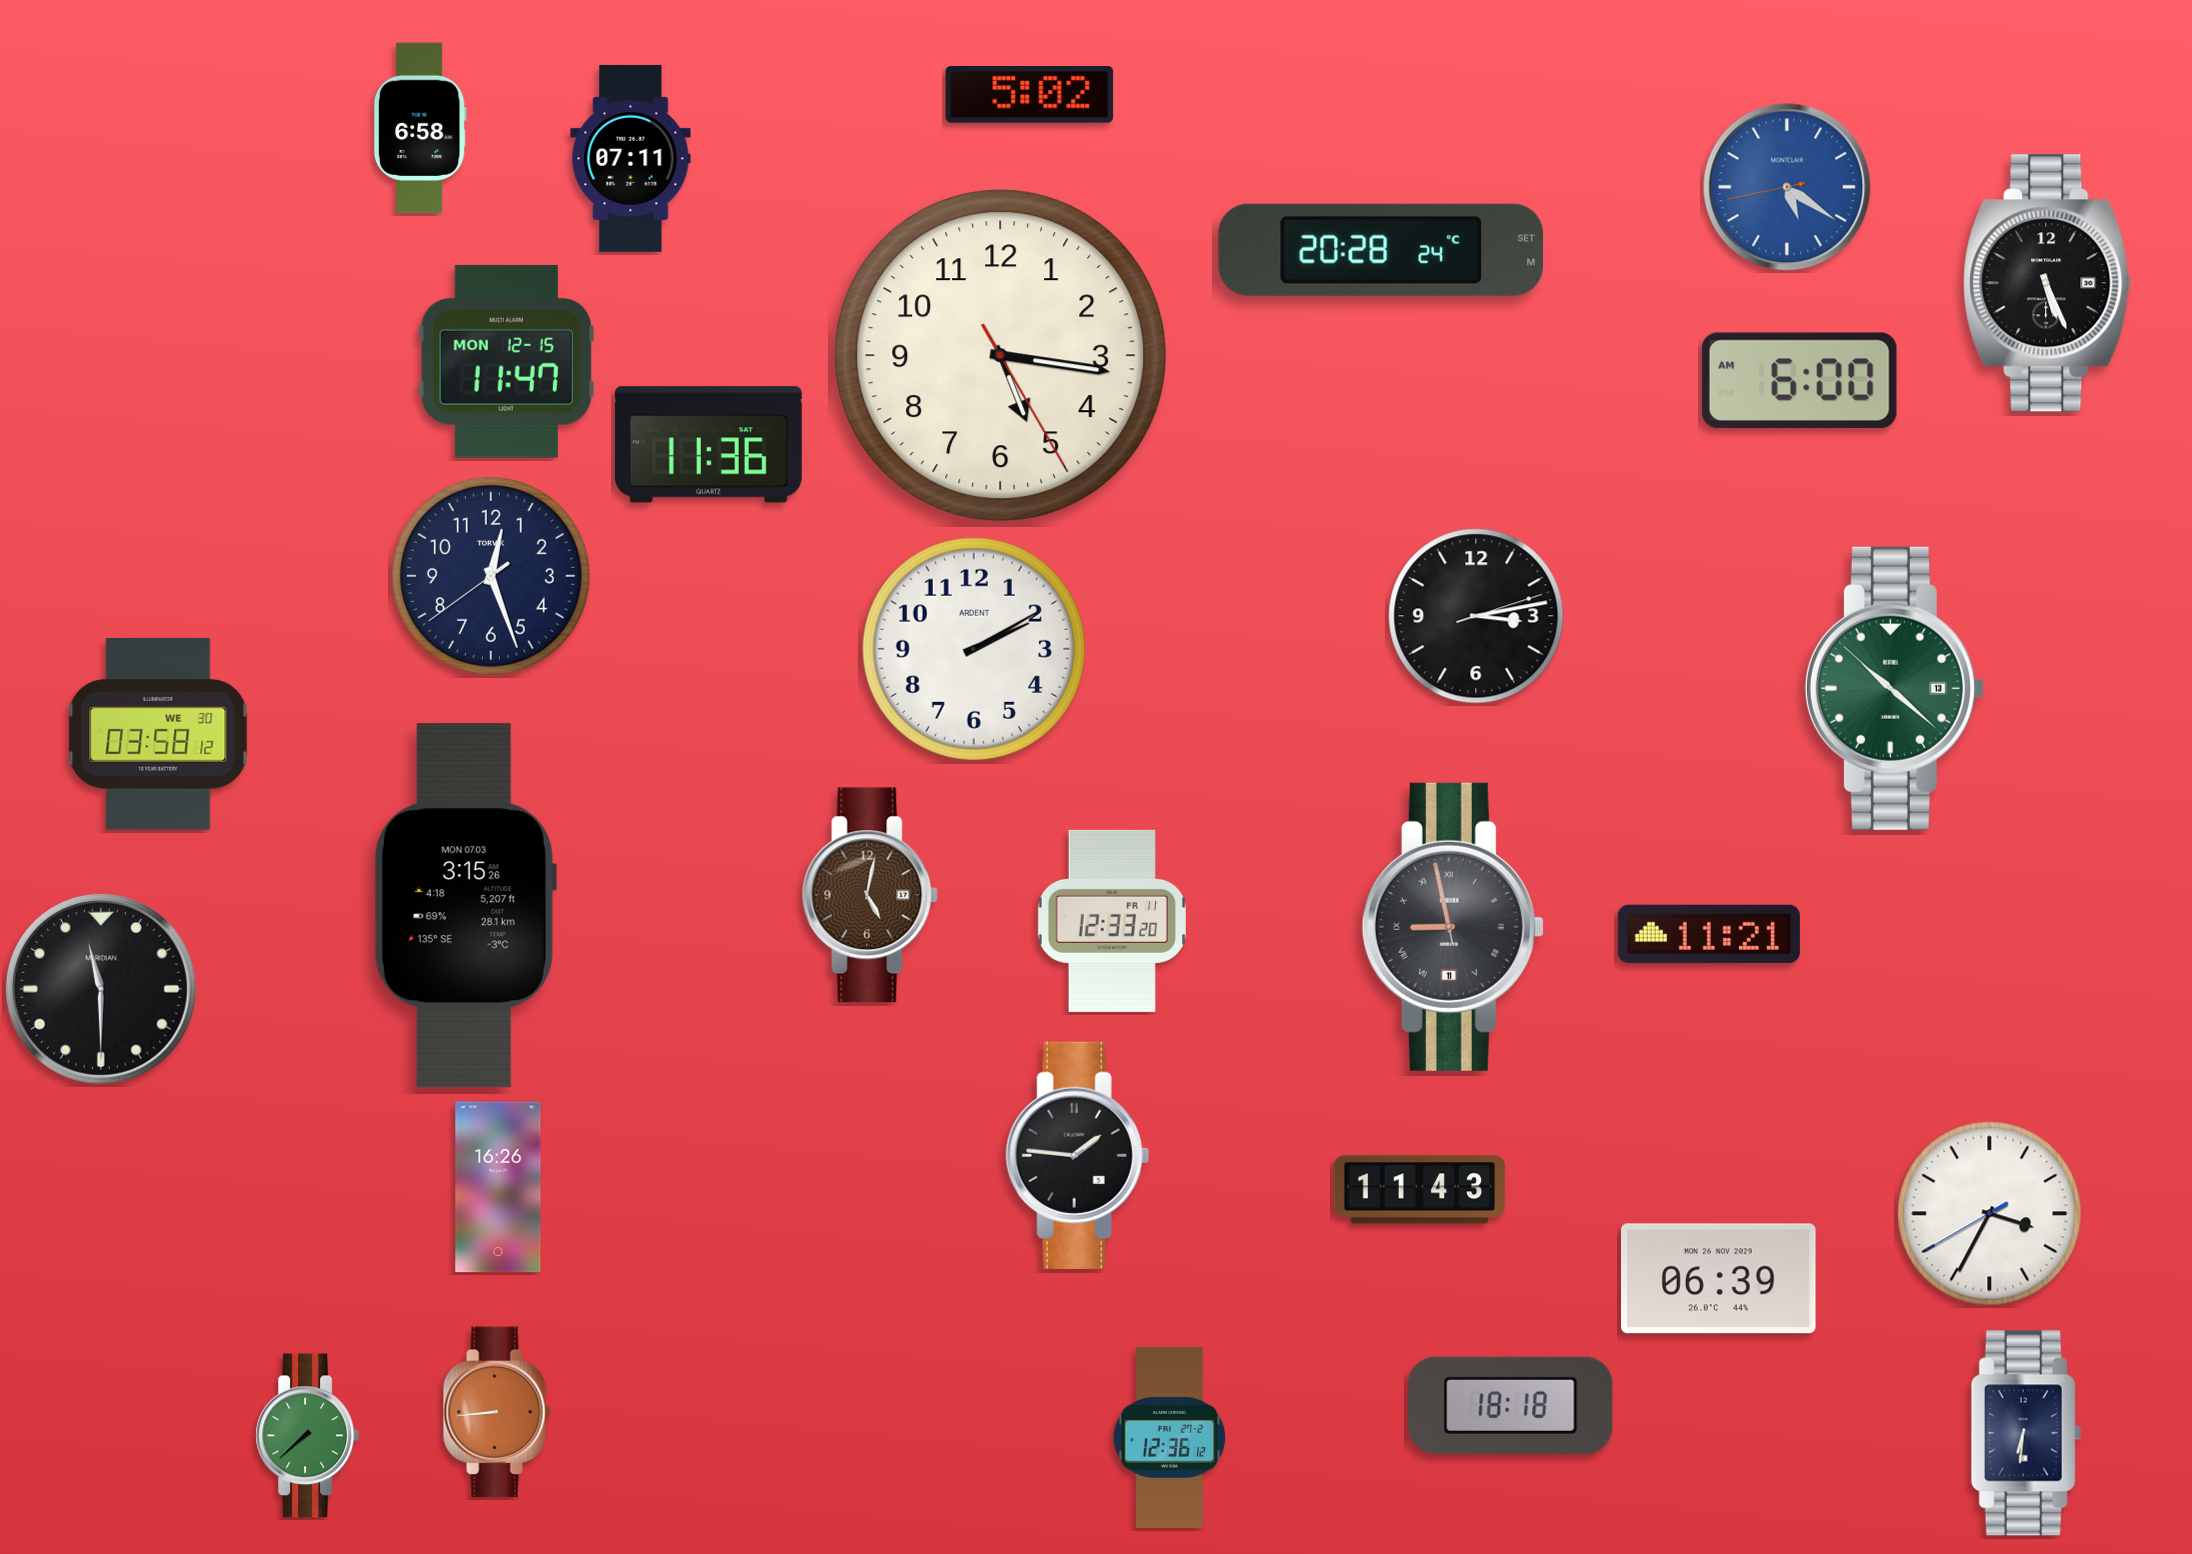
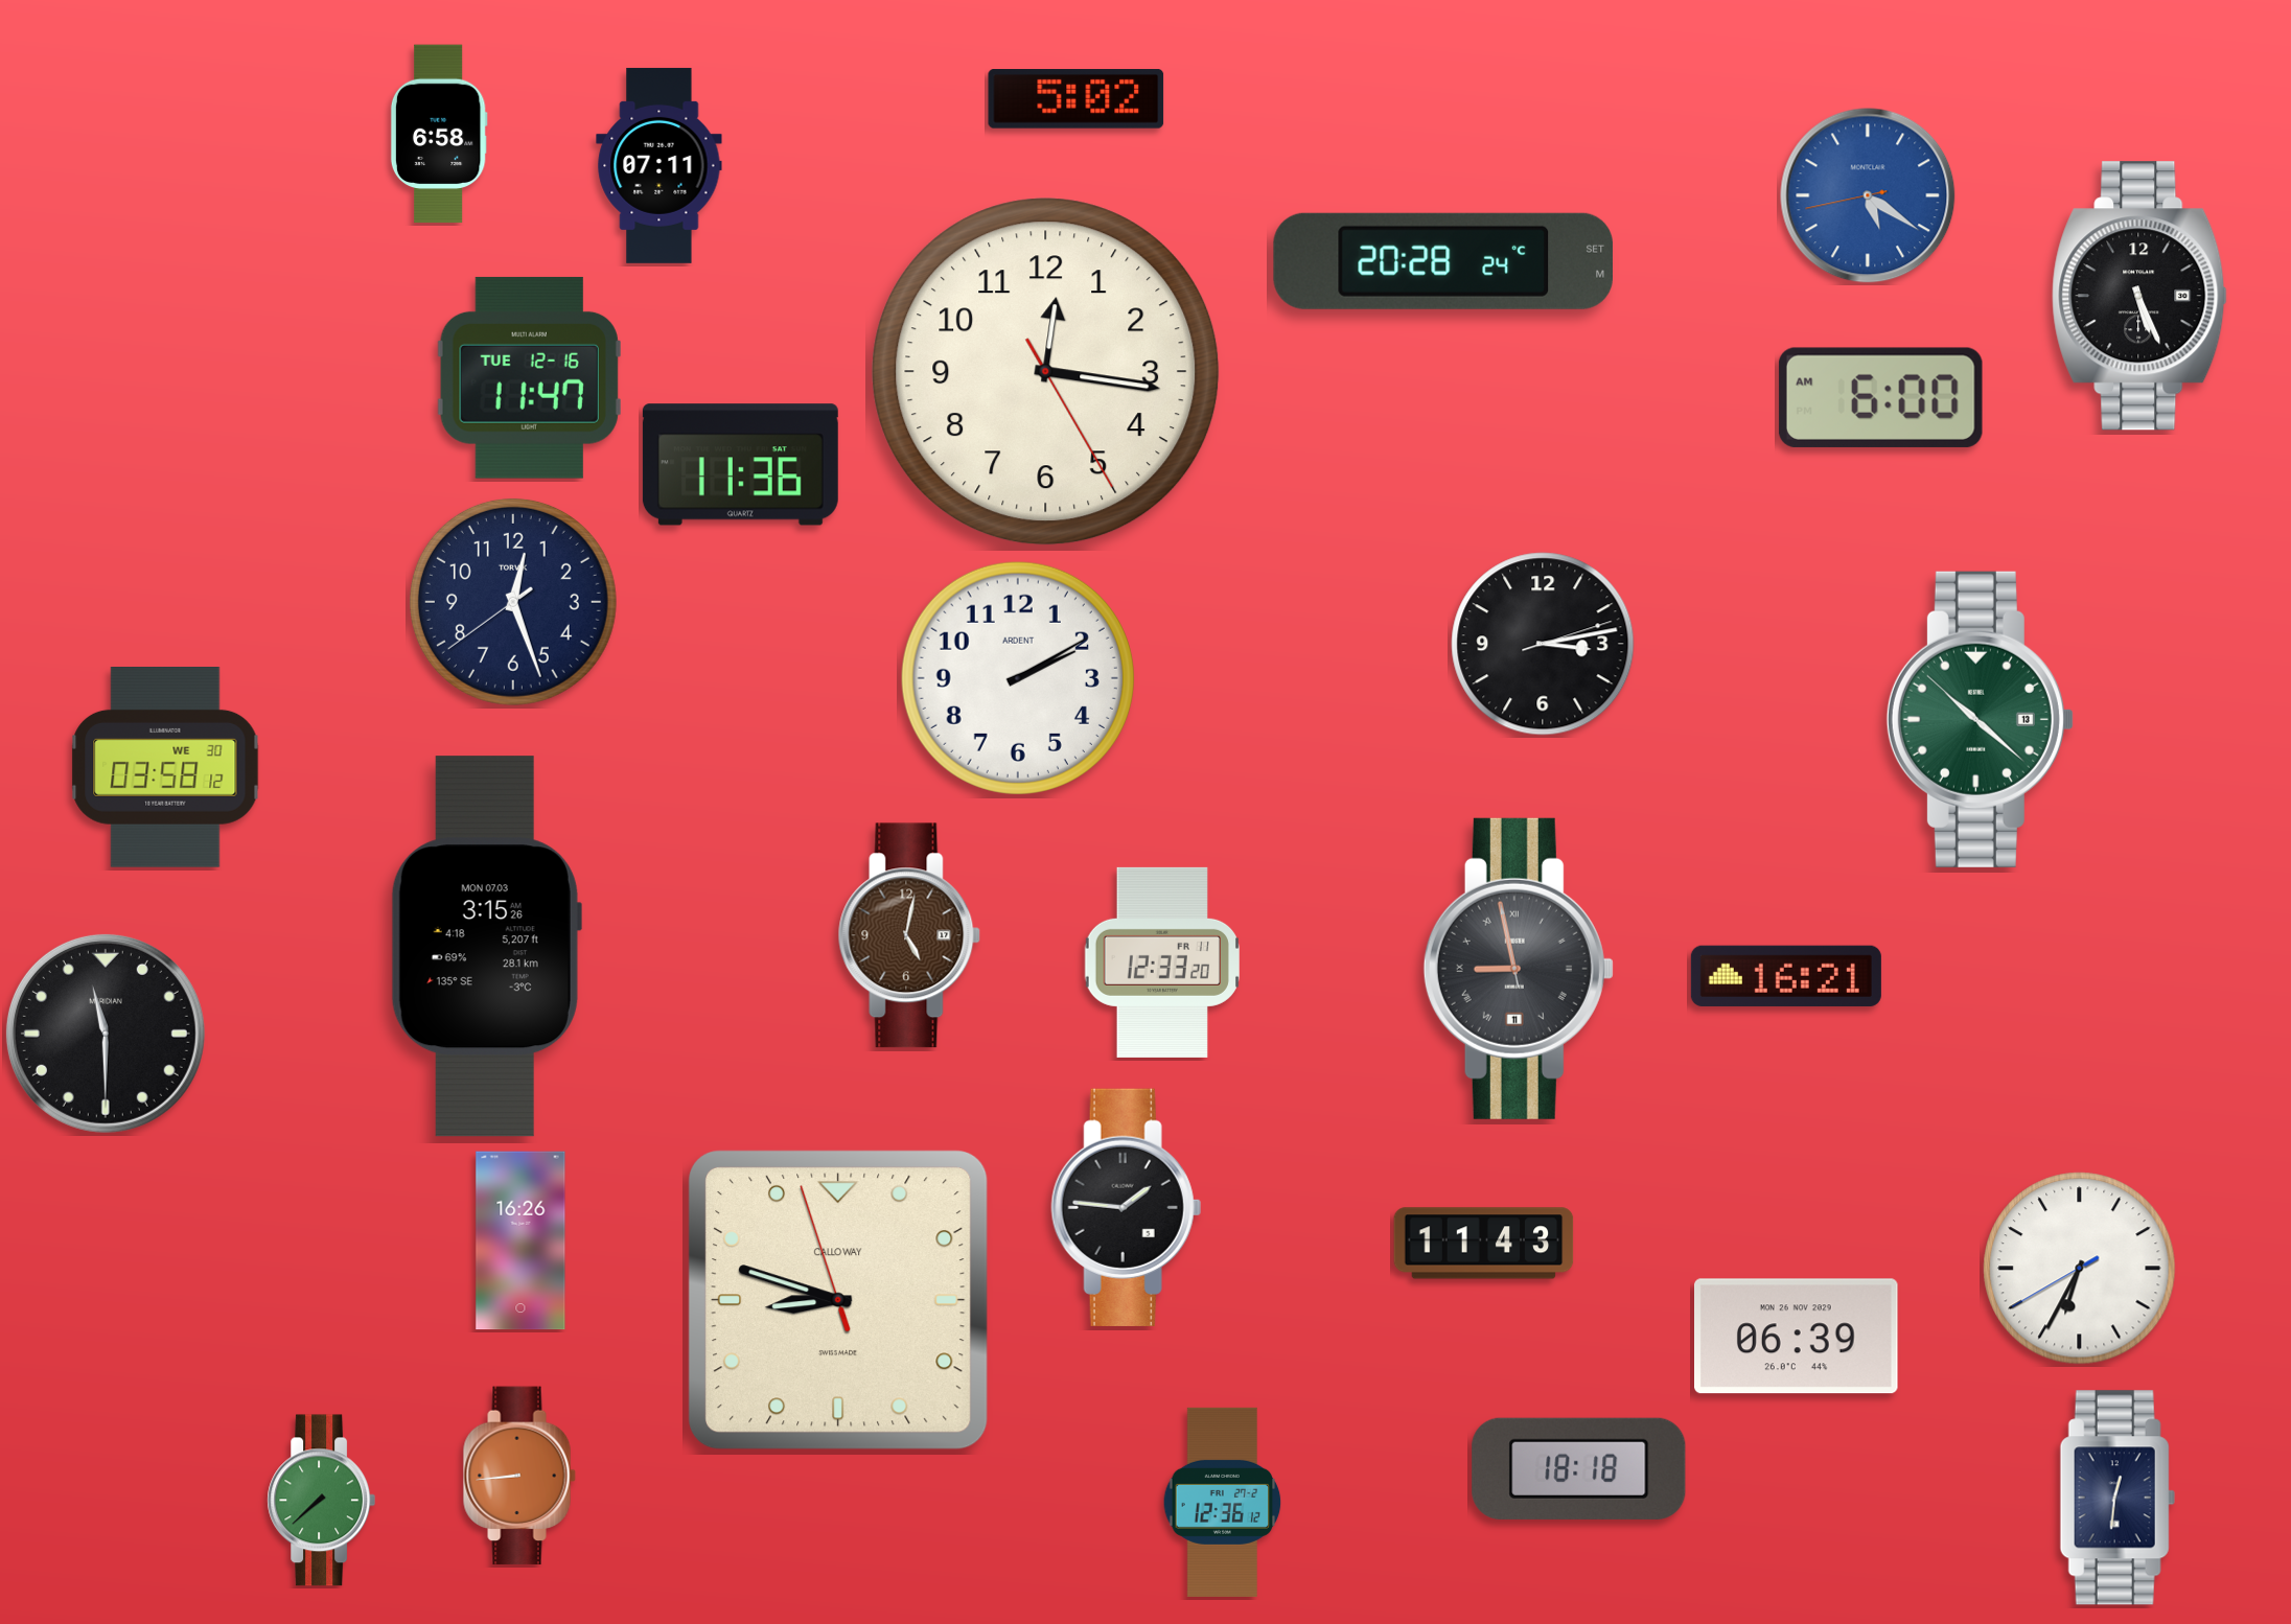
clock at (1001, 356): 5:16 -> 12:16
clock at (506, 361) date: MON 12-15 -> TUE 12-16
clock at (1709, 934): 11:21 -> 16:21
clock at (1990, 1214): 3:34 -> 6:34
clock at (838, 1300): none -> 8:47
clock at (2026, 1433): 6:31 -> 12:31
